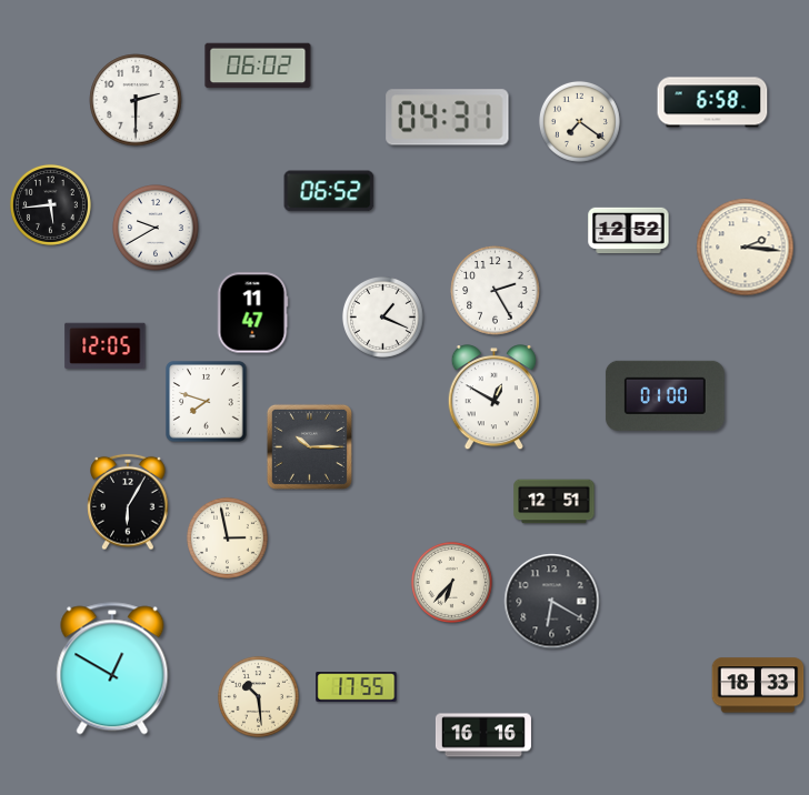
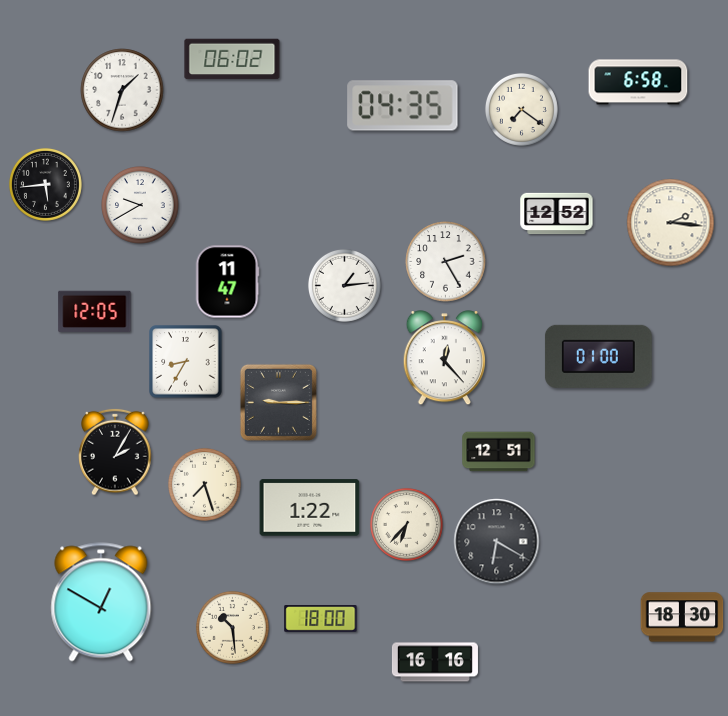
clock at (136, 100): 2:30 -> 1:33
clock at (712, 102) position: (712, 102) -> (638, 82)
clock at (448, 118): 04:31 -> 04:35
clock at (329, 191): 06:52 -> none
clock at (629, 231) position: (629, 231) -> (557, 214)
clock at (382, 316): 1:19 -> 1:14
clock at (493, 398): 12:50 -> 12:23
clock at (207, 402): 7:48 -> 8:35
clock at (309, 446): 10:15 -> 9:15
clock at (128, 502): 6:05 -> 2:05
clock at (227, 537): 2:58 -> 7:27
clock at (310, 508): none -> 1:22
clock at (758, 685): 18:33 -> 18:30
clock at (357, 687): 17:55 -> 18:00
